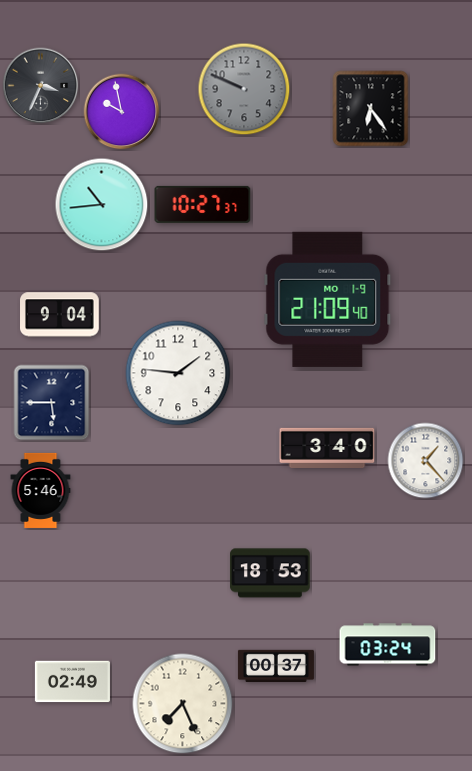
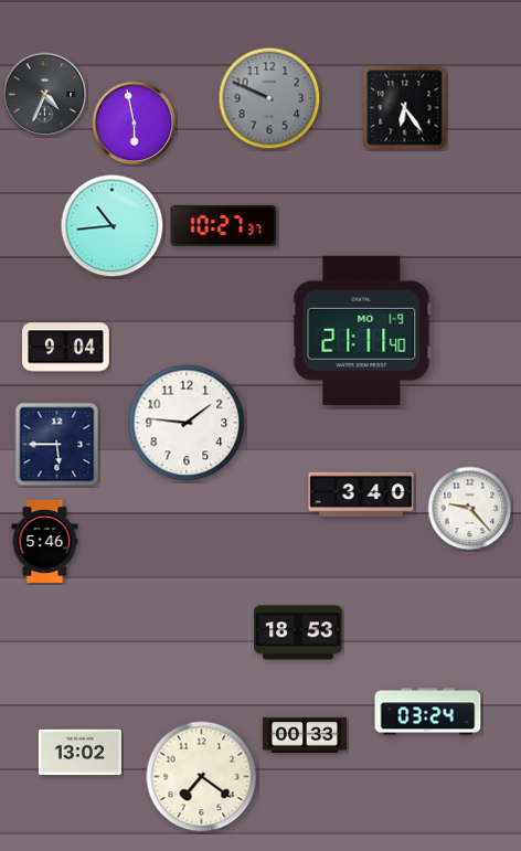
clock at (41, 86): 3:34 -> 4:34
clock at (371, 109) position: (371, 109) -> (405, 108)
clock at (122, 112): 9:58 -> 5:58
clock at (328, 299): 21:09 -> 21:11
clock at (178, 373) position: (178, 373) -> (187, 423)
clock at (426, 461): 1:23 -> 9:23
clock at (276, 666): 00:37 -> 00:33
clock at (72, 682): 02:49 -> 13:02
clock at (183, 704): 7:26 -> 7:21
